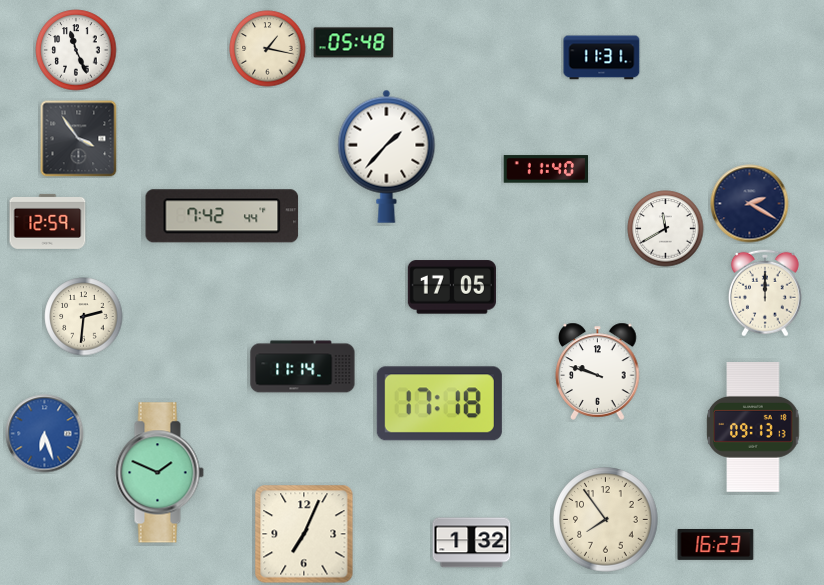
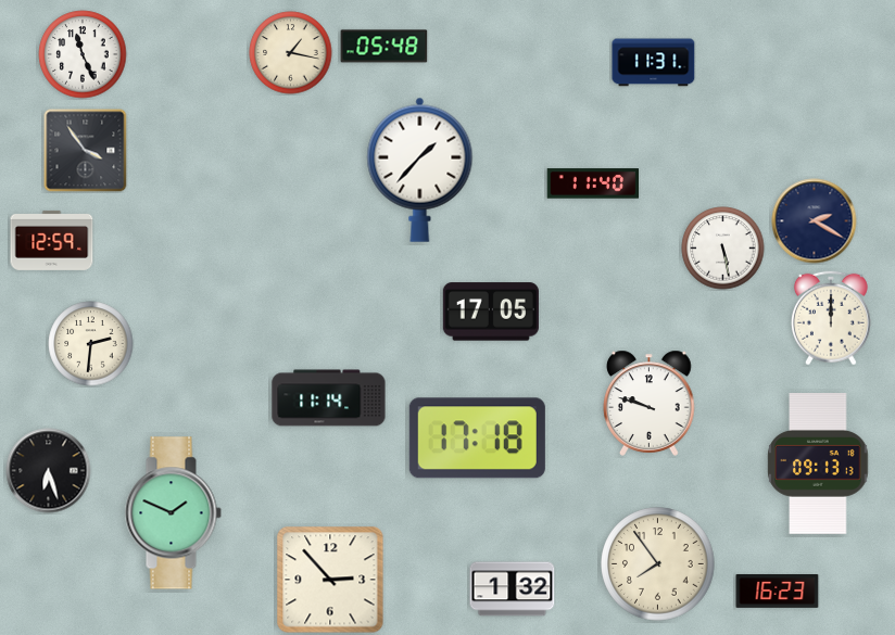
clock at (222, 216): 7:42 -> none
clock at (666, 229): 11:40 -> 5:28
clock at (45, 434) dial: blue -> black
clock at (304, 534): 7:04 -> 2:53
